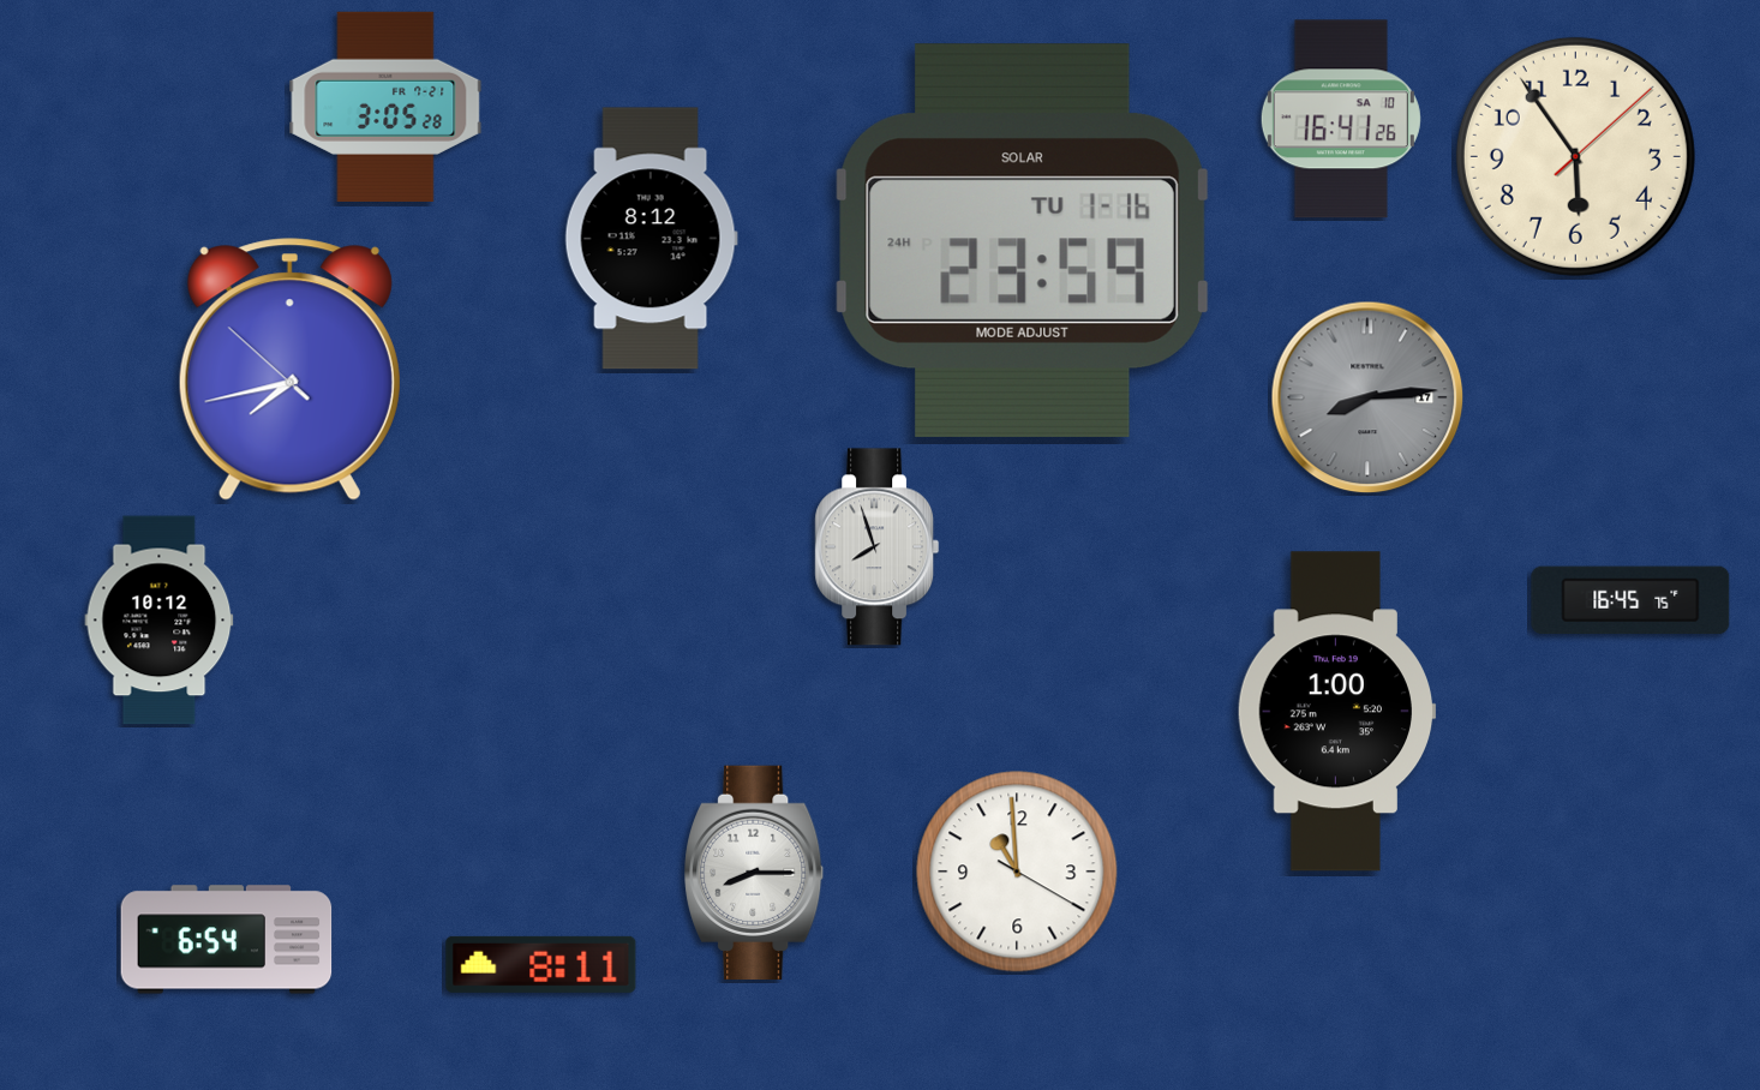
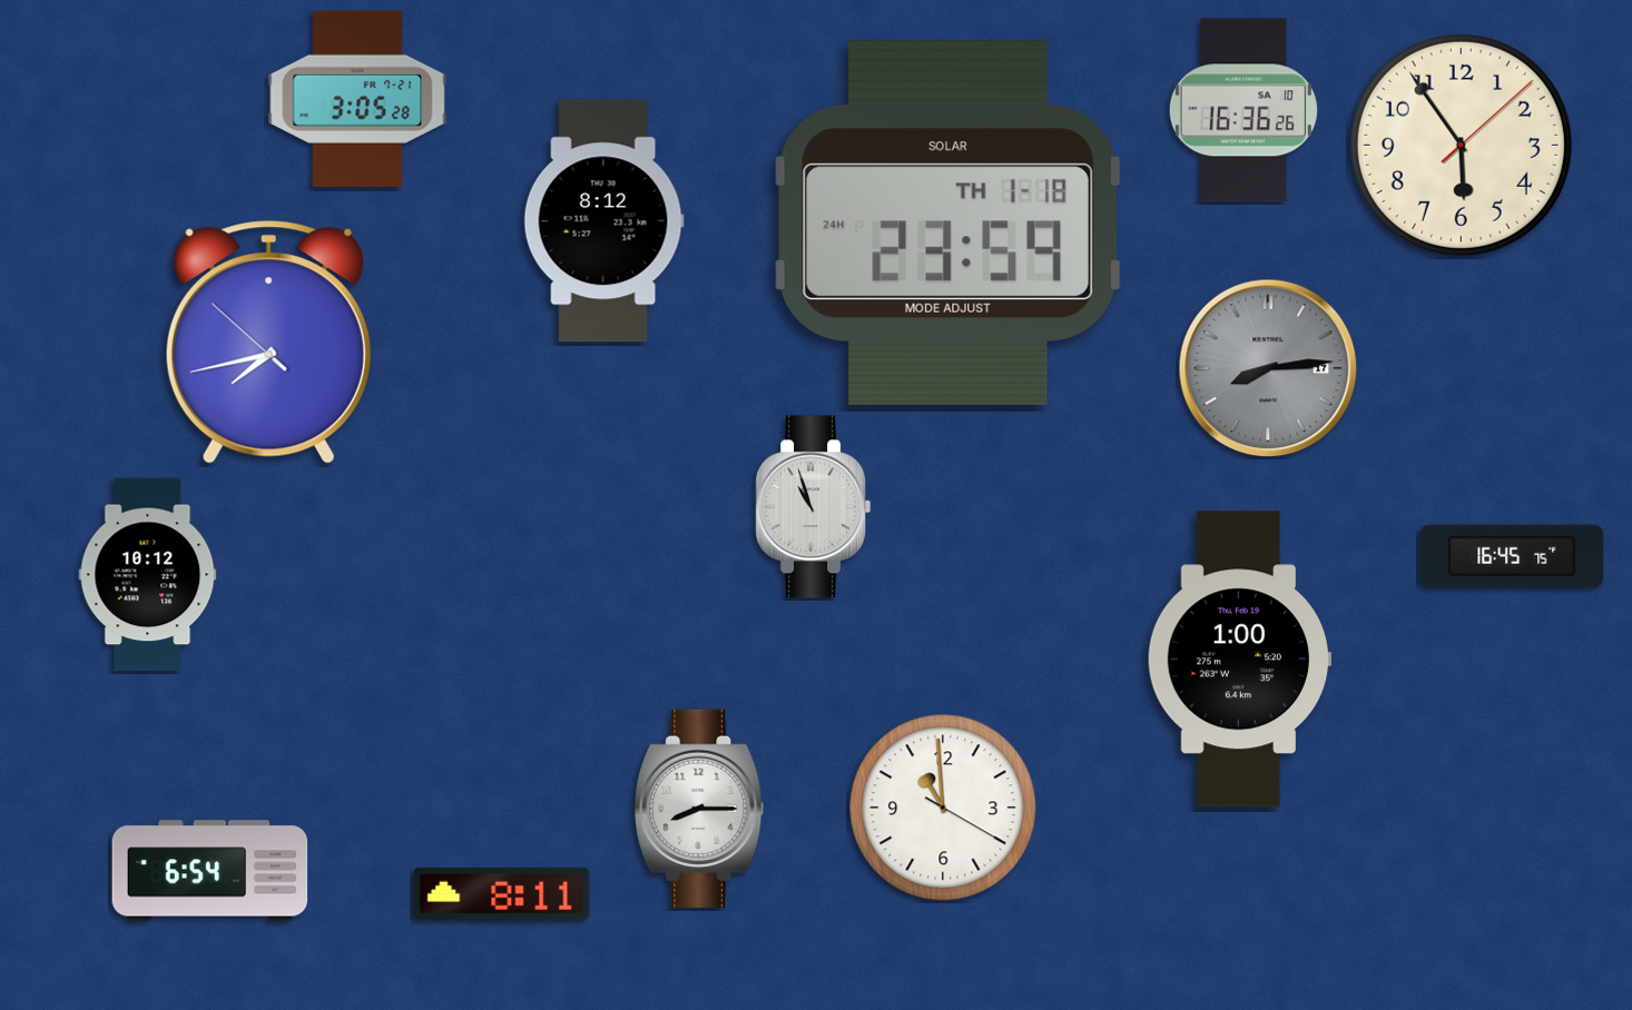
clock at (1341, 119): 16:41 -> 16:36
clock at (1022, 240) date: TU 1-16 -> TH 1-18
clock at (878, 547): 7:57 -> 10:57
